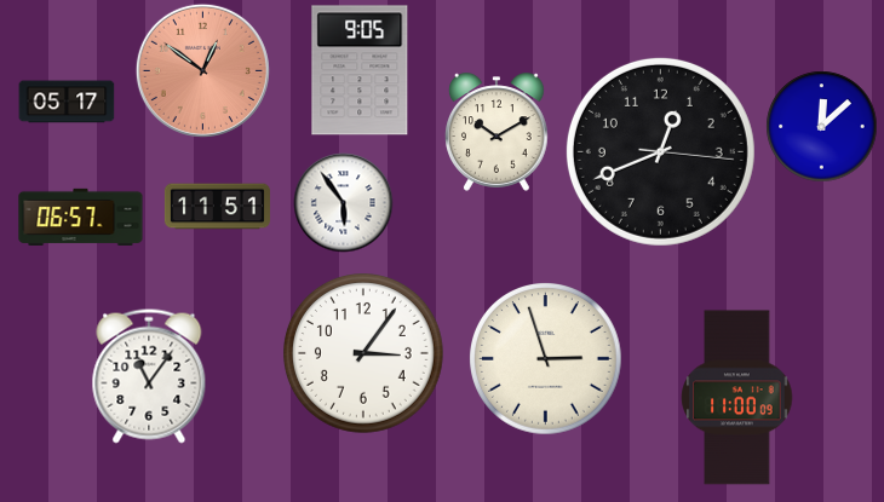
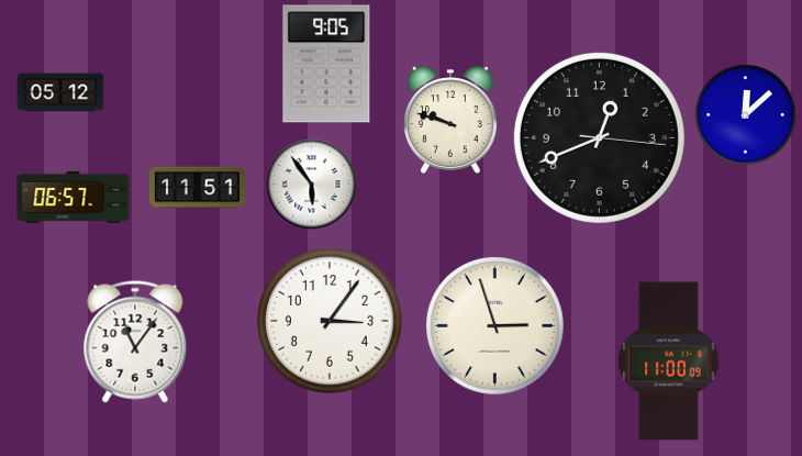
clock at (202, 70): 12:51 -> none
clock at (67, 102): 05:17 -> 05:12
clock at (498, 132): 10:10 -> 9:48
